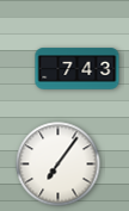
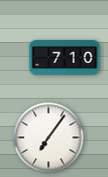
clock at (78, 69): 7:43 -> 7:10
